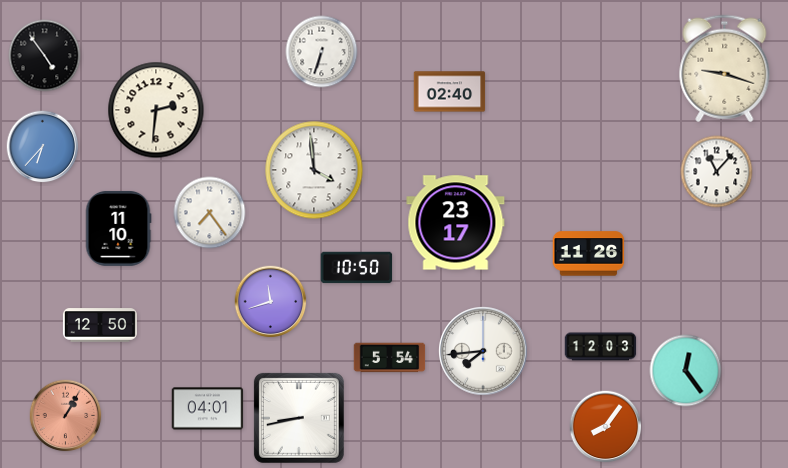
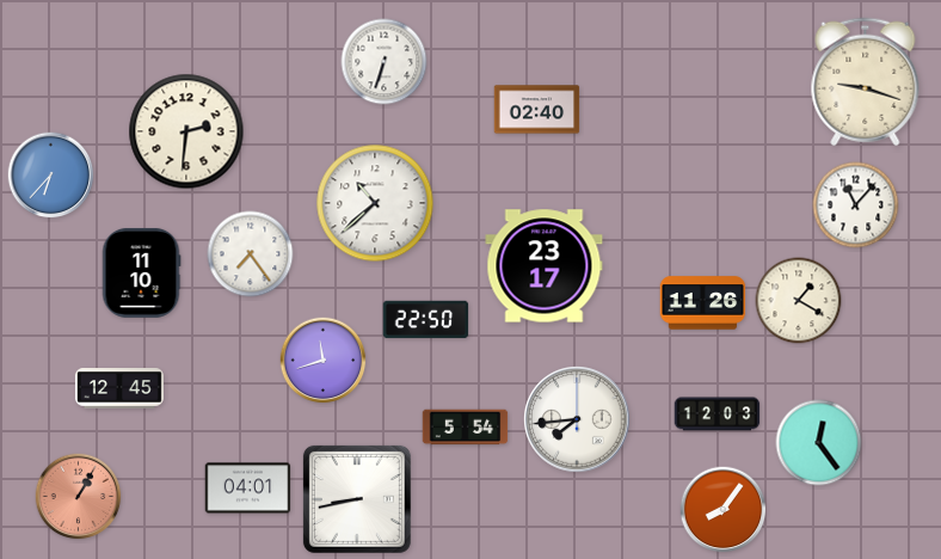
clock at (45, 56): 4:54 -> none
clock at (314, 170): 3:59 -> 10:38
clock at (799, 301): none -> 1:20
clock at (357, 268): 10:50 -> 22:50
clock at (100, 325): 12:50 -> 12:45
